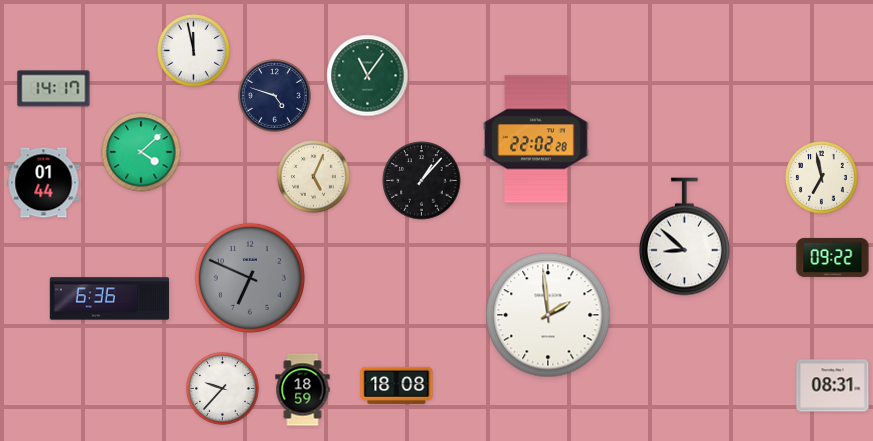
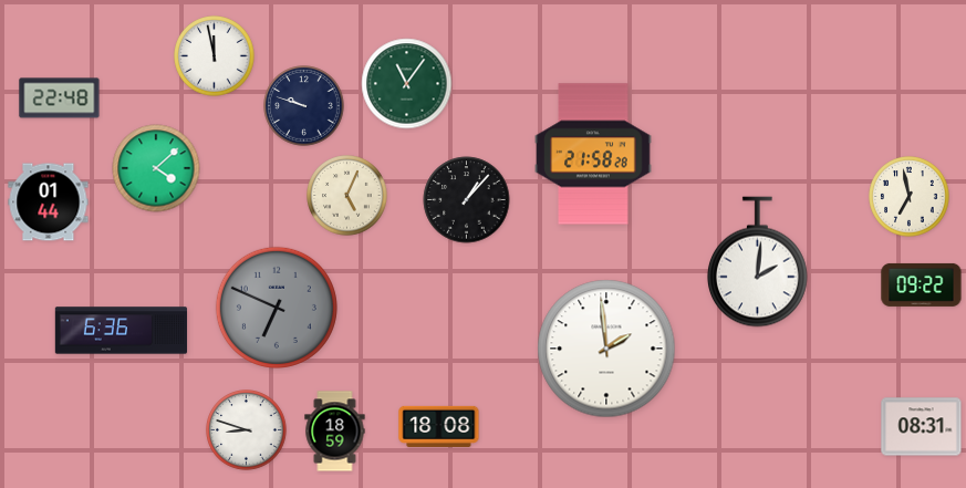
clock at (54, 89): 14:17 -> 22:48
clock at (275, 96): 4:48 -> 9:48
clock at (536, 139): 22:02 -> 21:58
clock at (684, 237): 8:52 -> 2:01
clock at (223, 389): 9:37 -> 8:48
